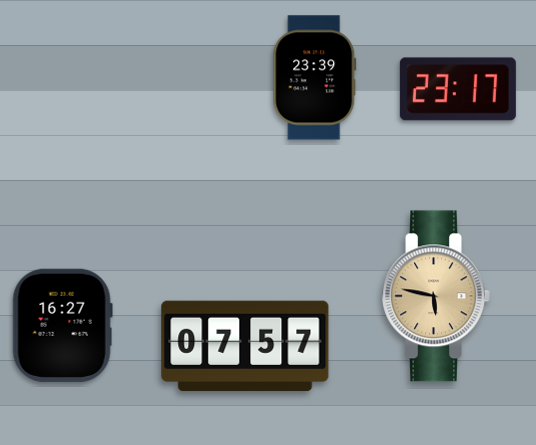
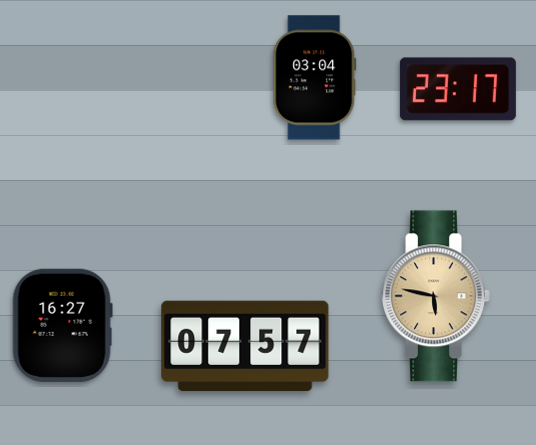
clock at (315, 78): 23:39 -> 03:04
